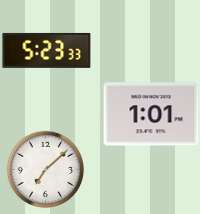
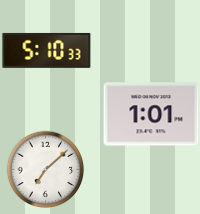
clock at (47, 50): 5:23 -> 5:10
